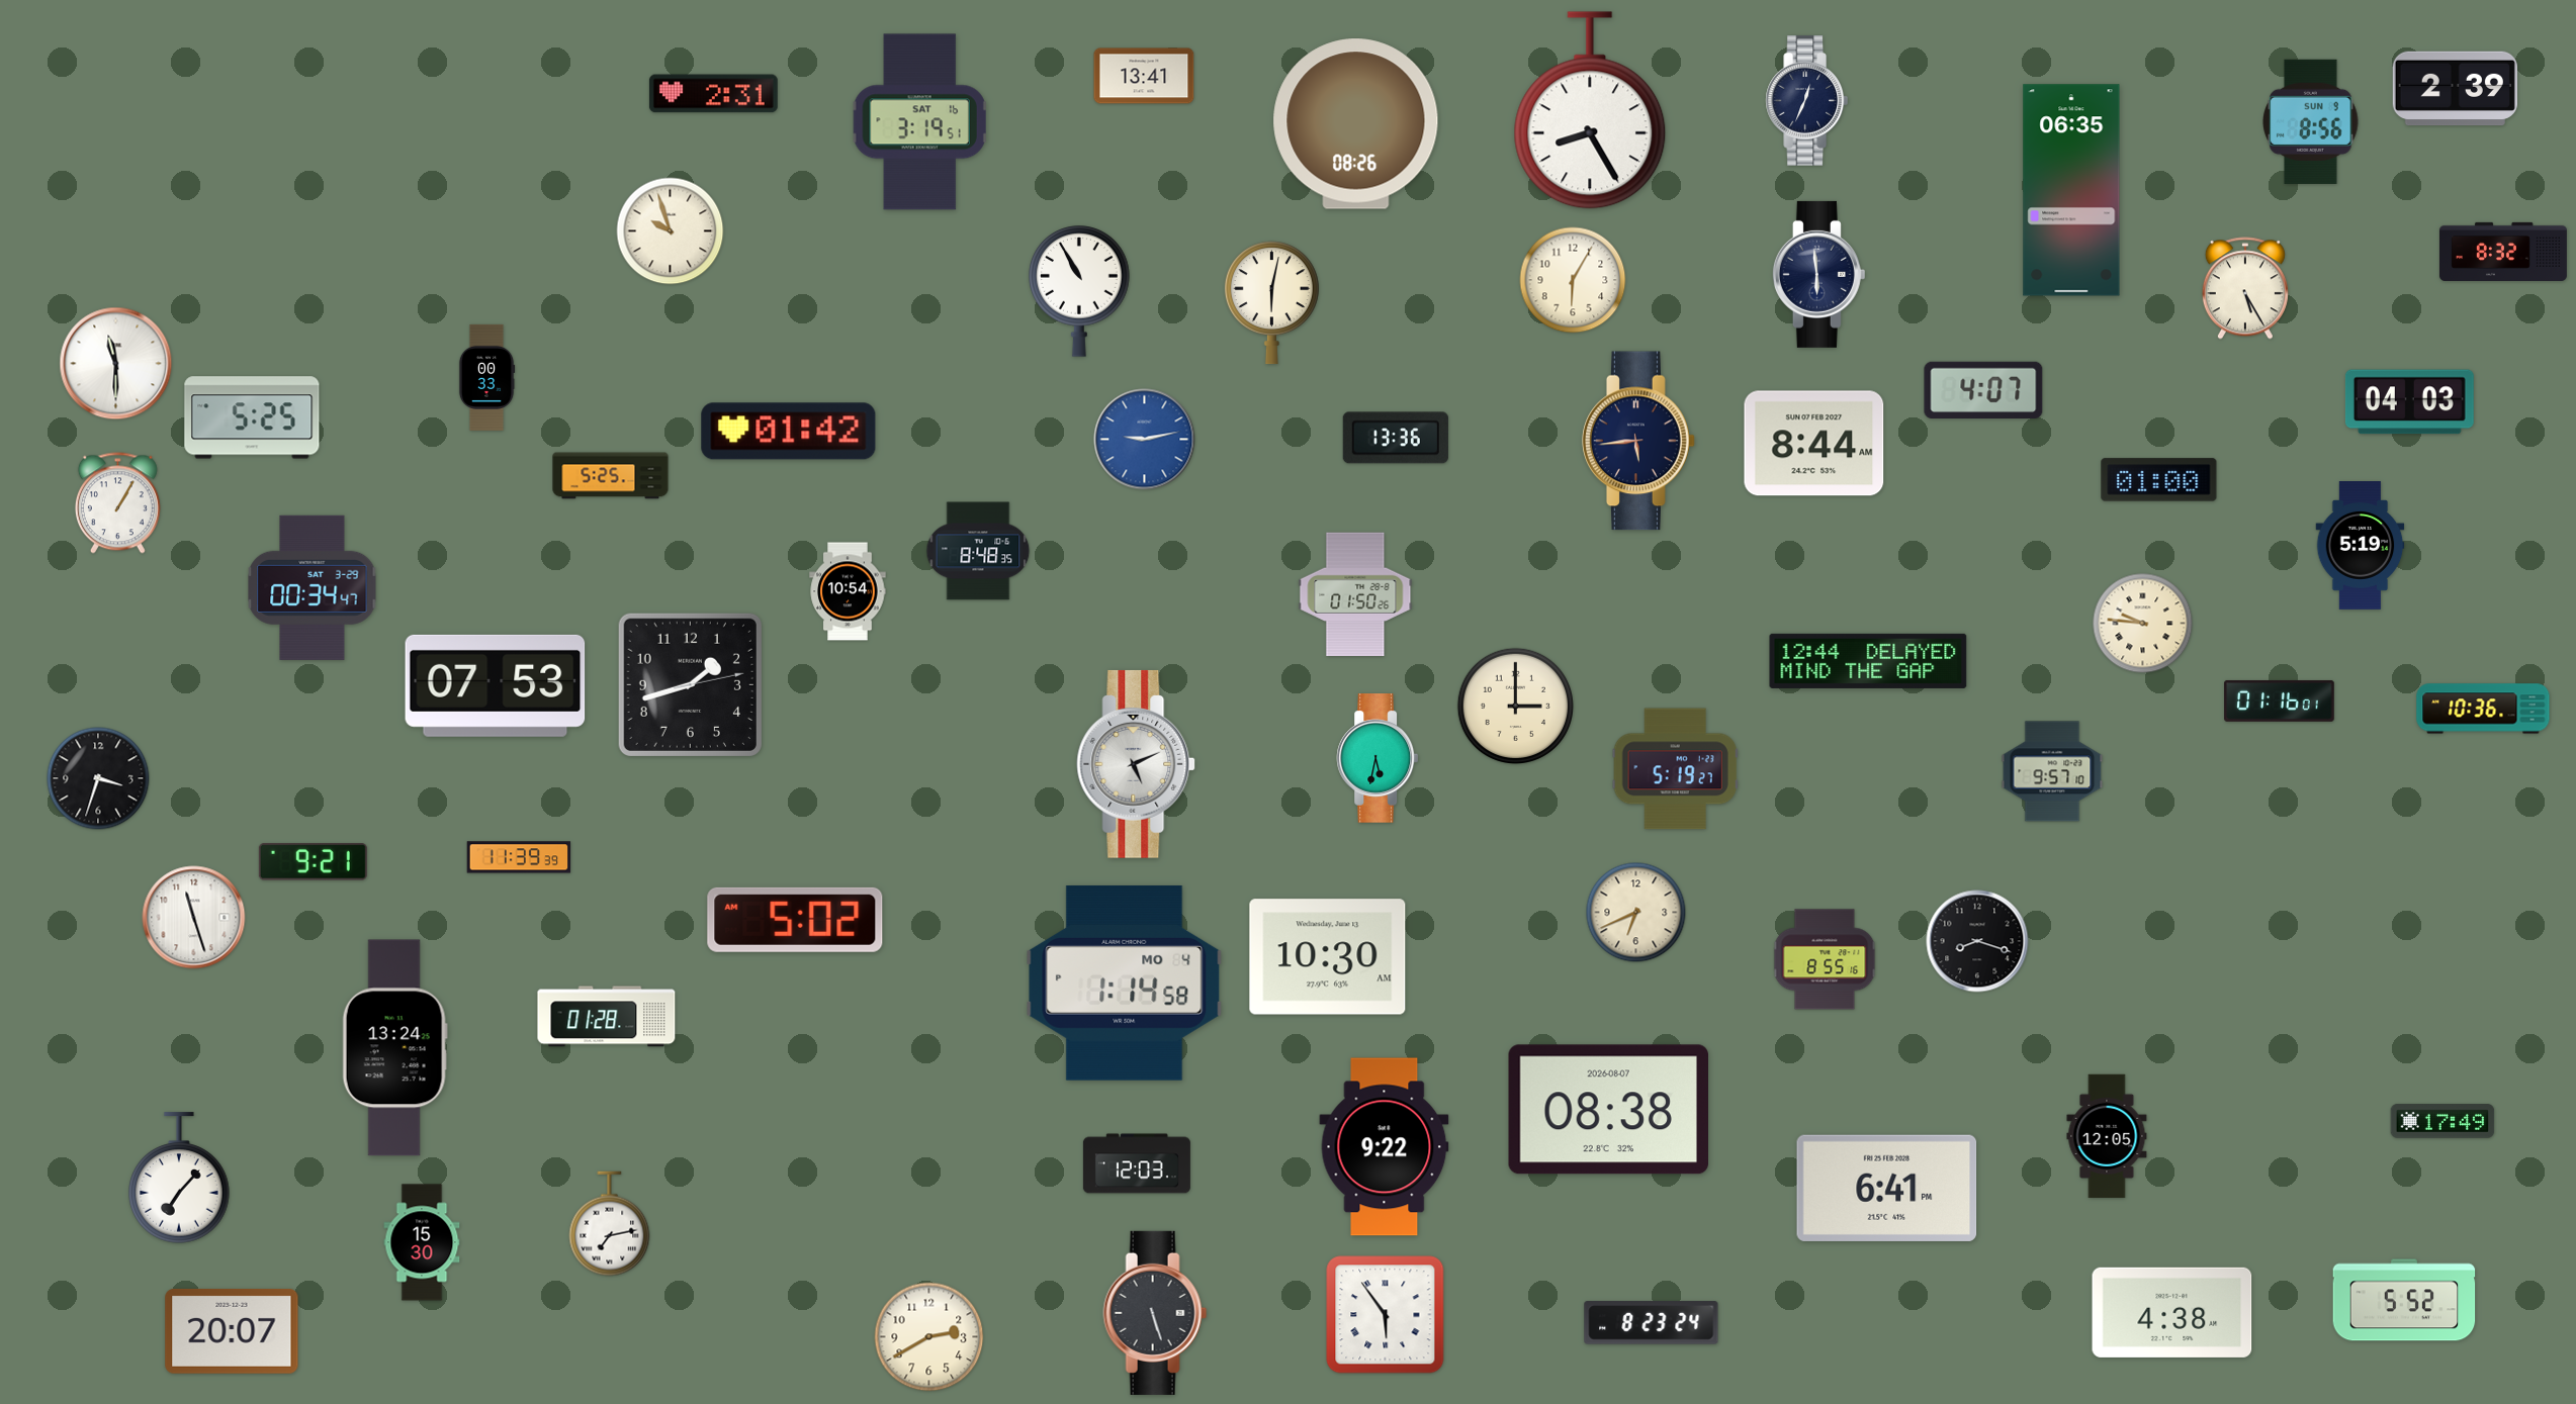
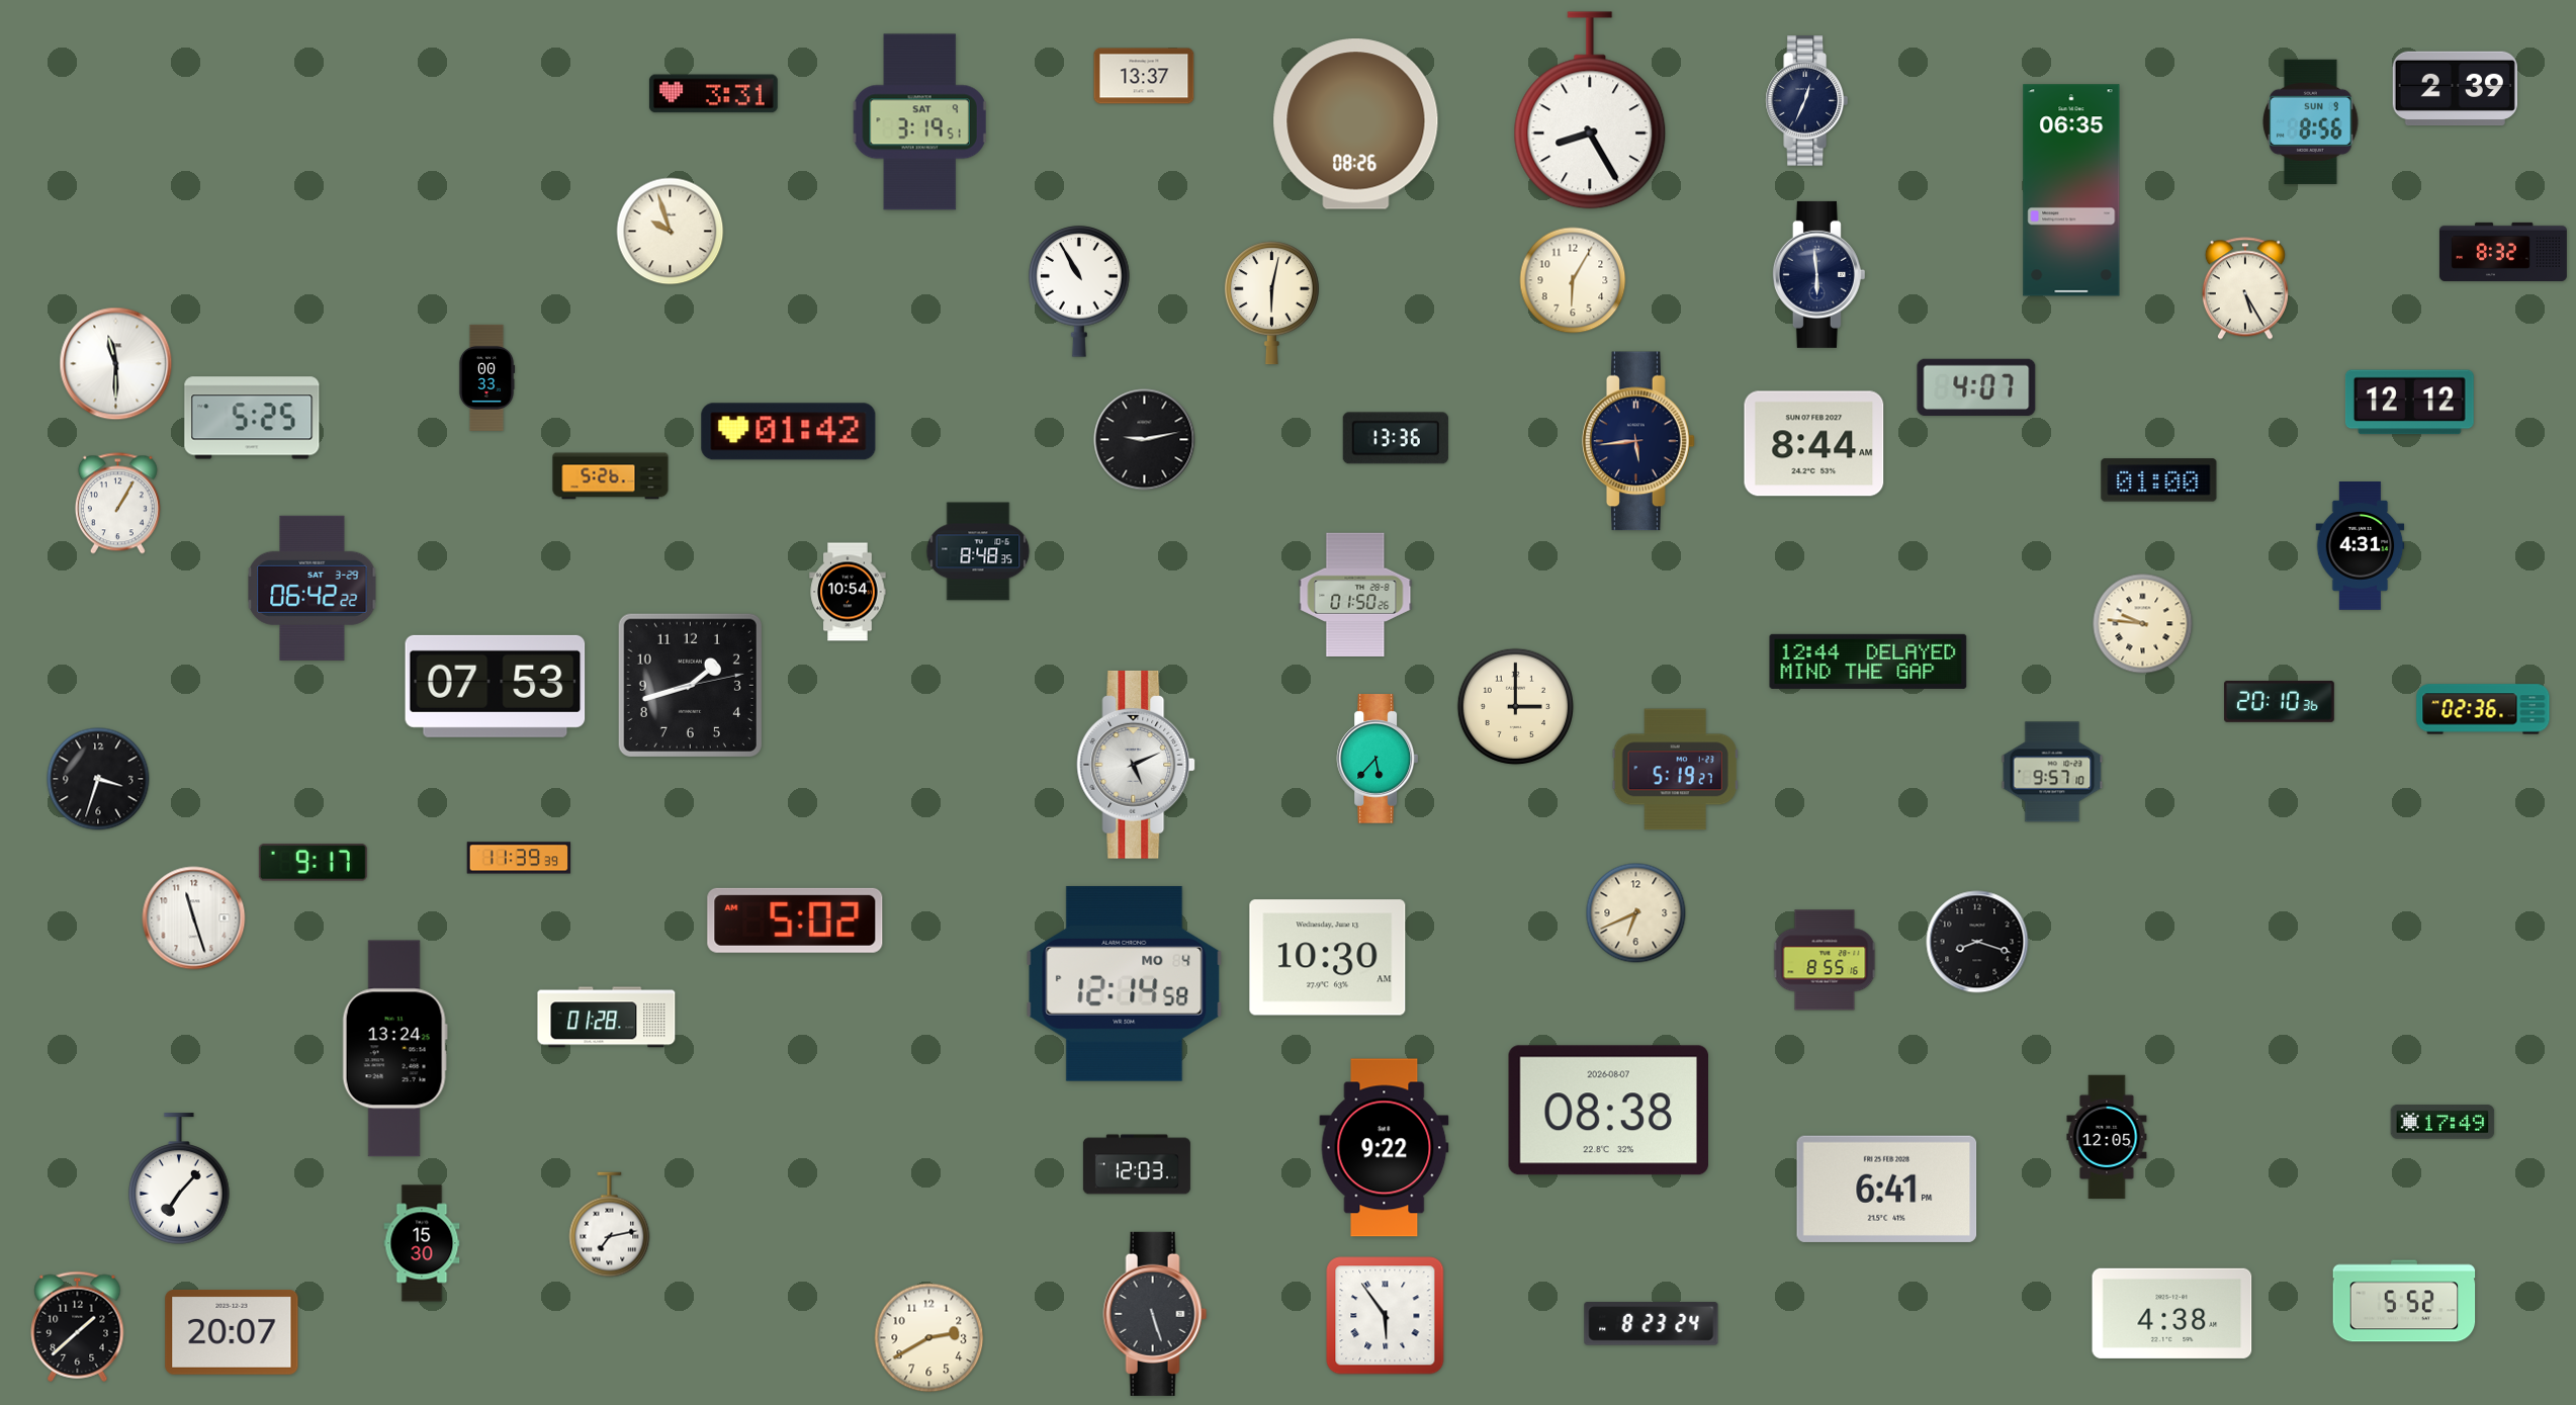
clock at (1144, 76): 13:41 -> 13:37
clock at (713, 94): 2:31 -> 3:31
clock at (919, 122) date: SAT 16 -> SAT 9
clock at (1983, 389) position: (1983, 389) -> (1976, 386)
clock at (2409, 402): 04:03 -> 12:12
clock at (1145, 440) dial: blue -> black
clock at (611, 476): 5:25 -> 5:26
clock at (2361, 546): 5:19 -> 4:31
clock at (313, 587): 00:34 -> 06:42
clock at (2280, 701): 01:16 -> 20:10
clock at (2483, 709): 10:36 -> 02:36
clock at (1378, 758): 5:32 -> 5:37
clock at (313, 862): 9:21 -> 9:17
clock at (1125, 982): 1:14 -> 12:14
clock at (78, 1326): none -> 1:38
